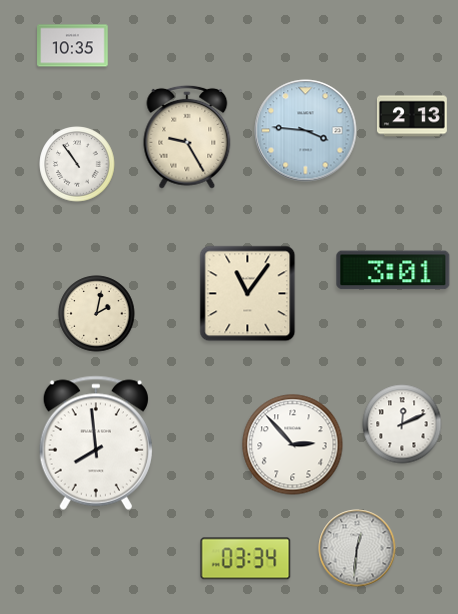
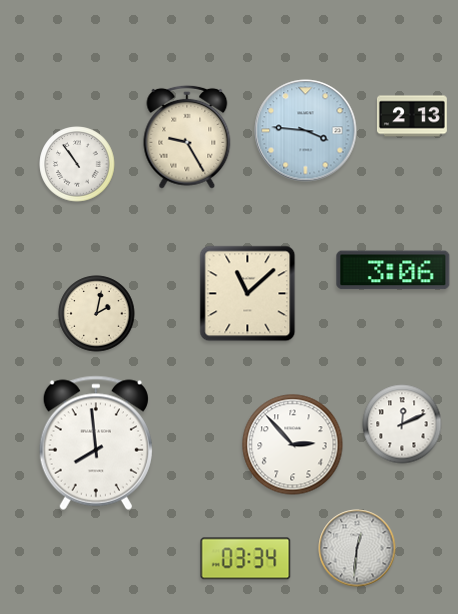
clock at (73, 46): 10:35 -> none
clock at (393, 270): 3:01 -> 3:06
clock at (248, 294): 11:06 -> 11:08
